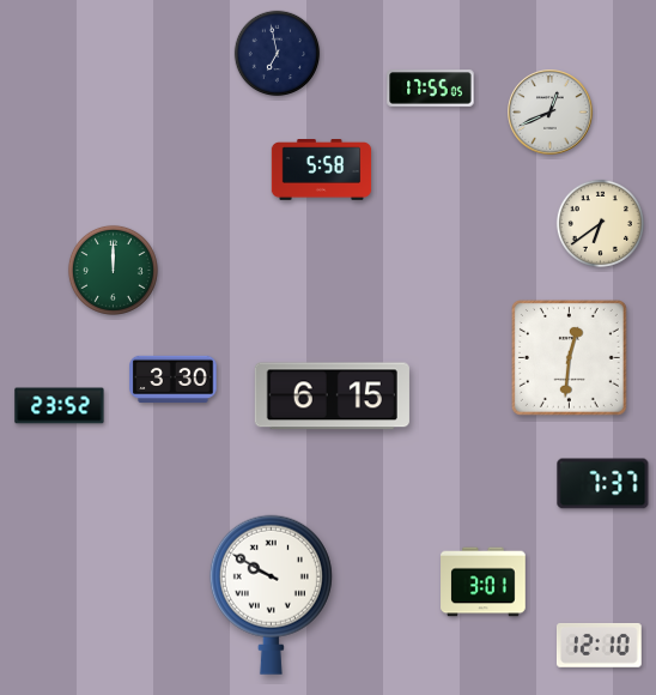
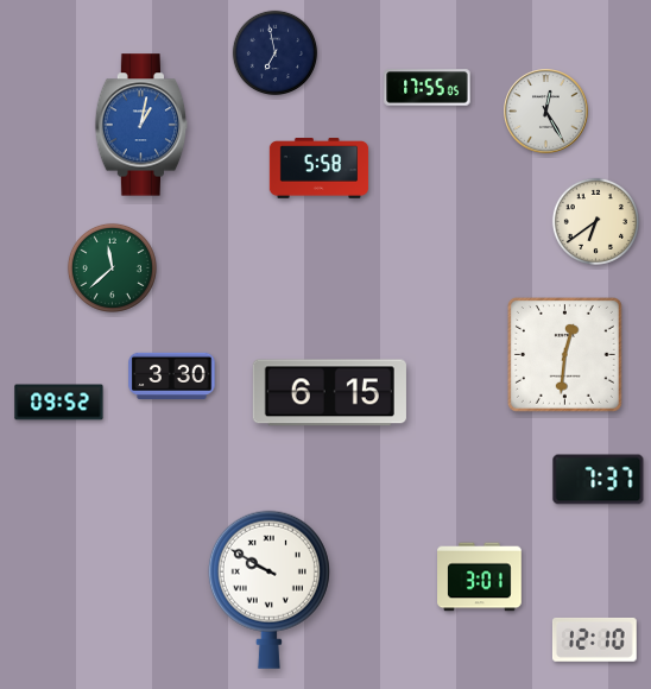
clock at (551, 113): 12:41 -> 12:25
clock at (141, 125): none -> 1:02
clock at (113, 270): 12:00 -> 11:38
clock at (60, 406): 23:52 -> 09:52
